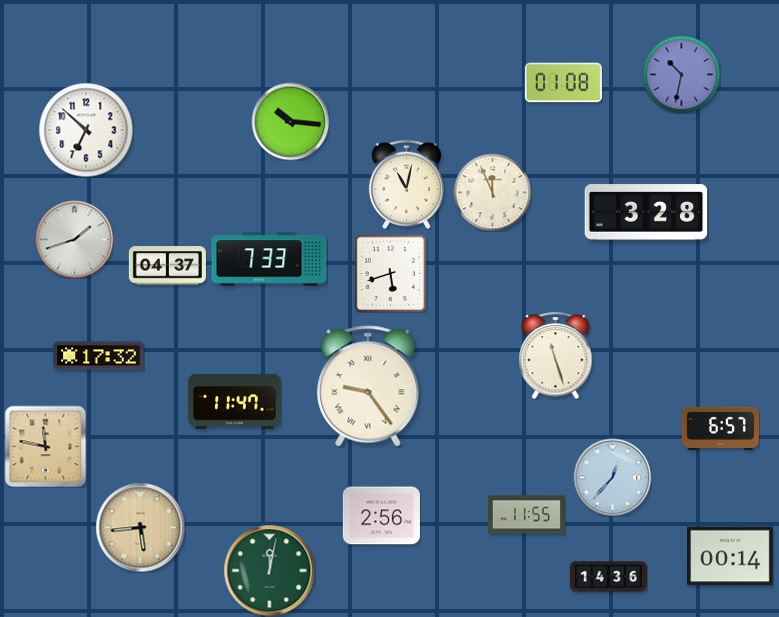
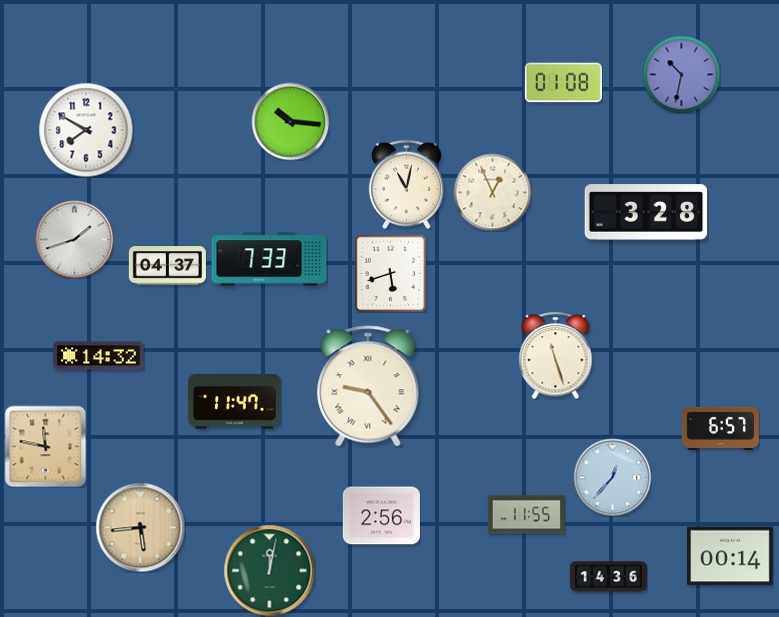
clock at (86, 130): 6:52 -> 7:50
clock at (492, 192): 11:56 -> 12:56
clock at (99, 356): 17:32 -> 14:32
